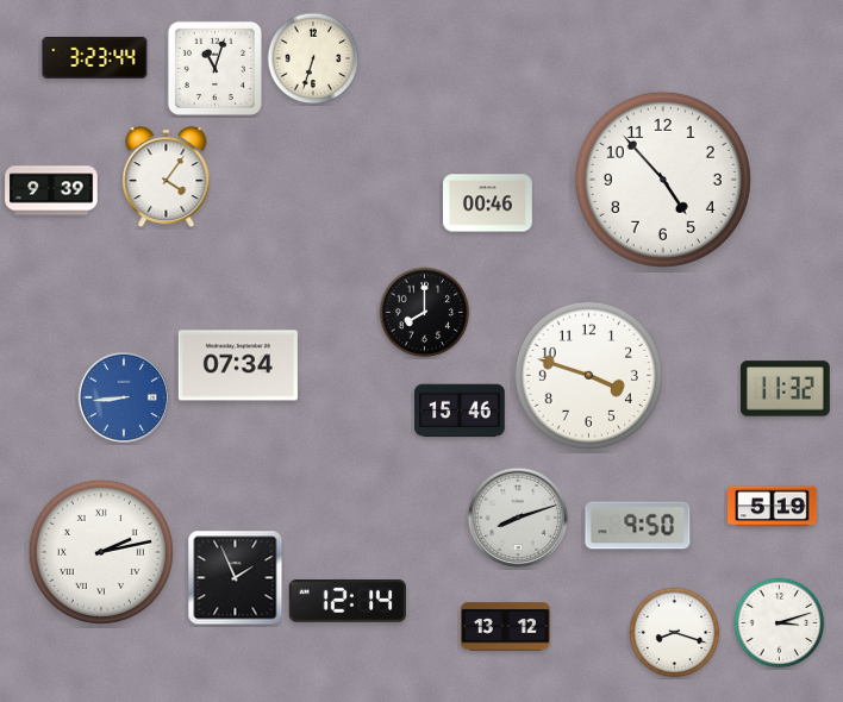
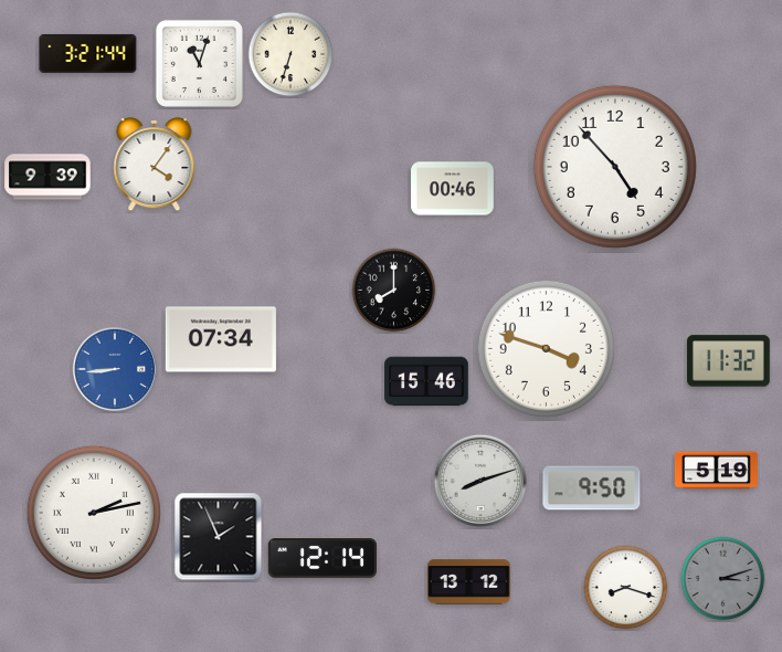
clock at (95, 57): 3:23 -> 3:21
clock at (780, 623) dial: white -> grey
